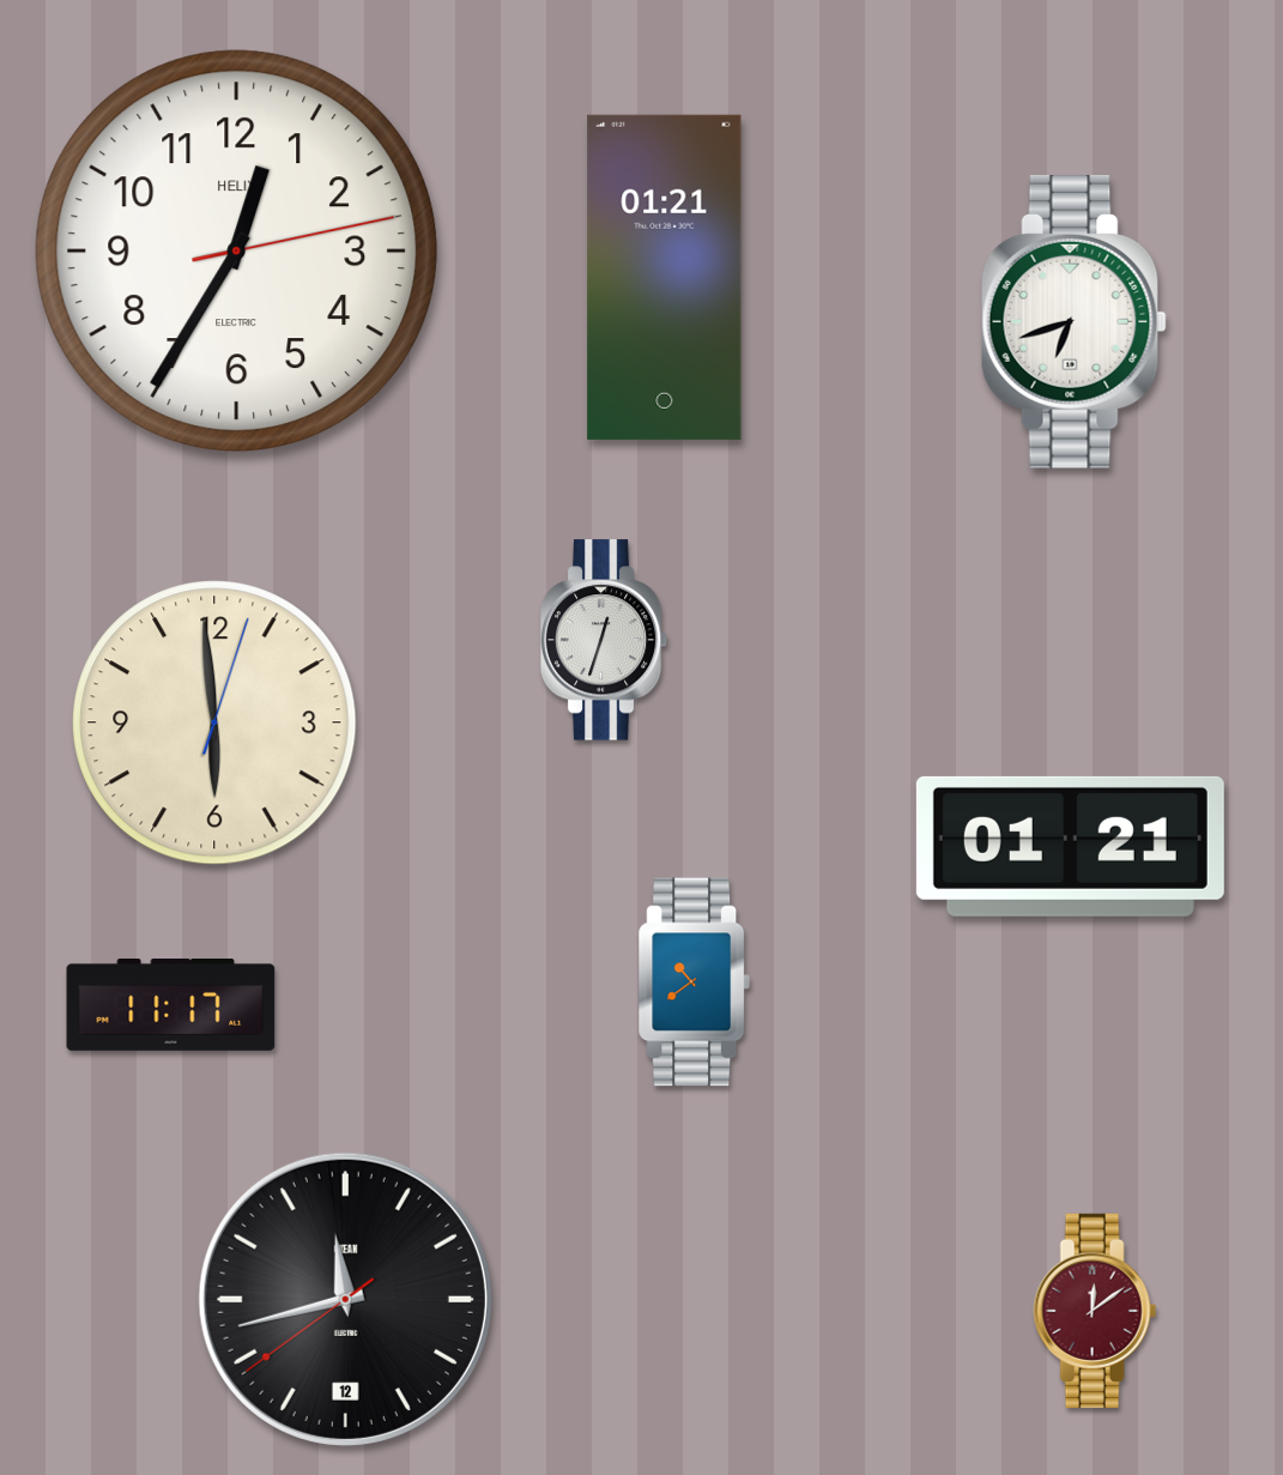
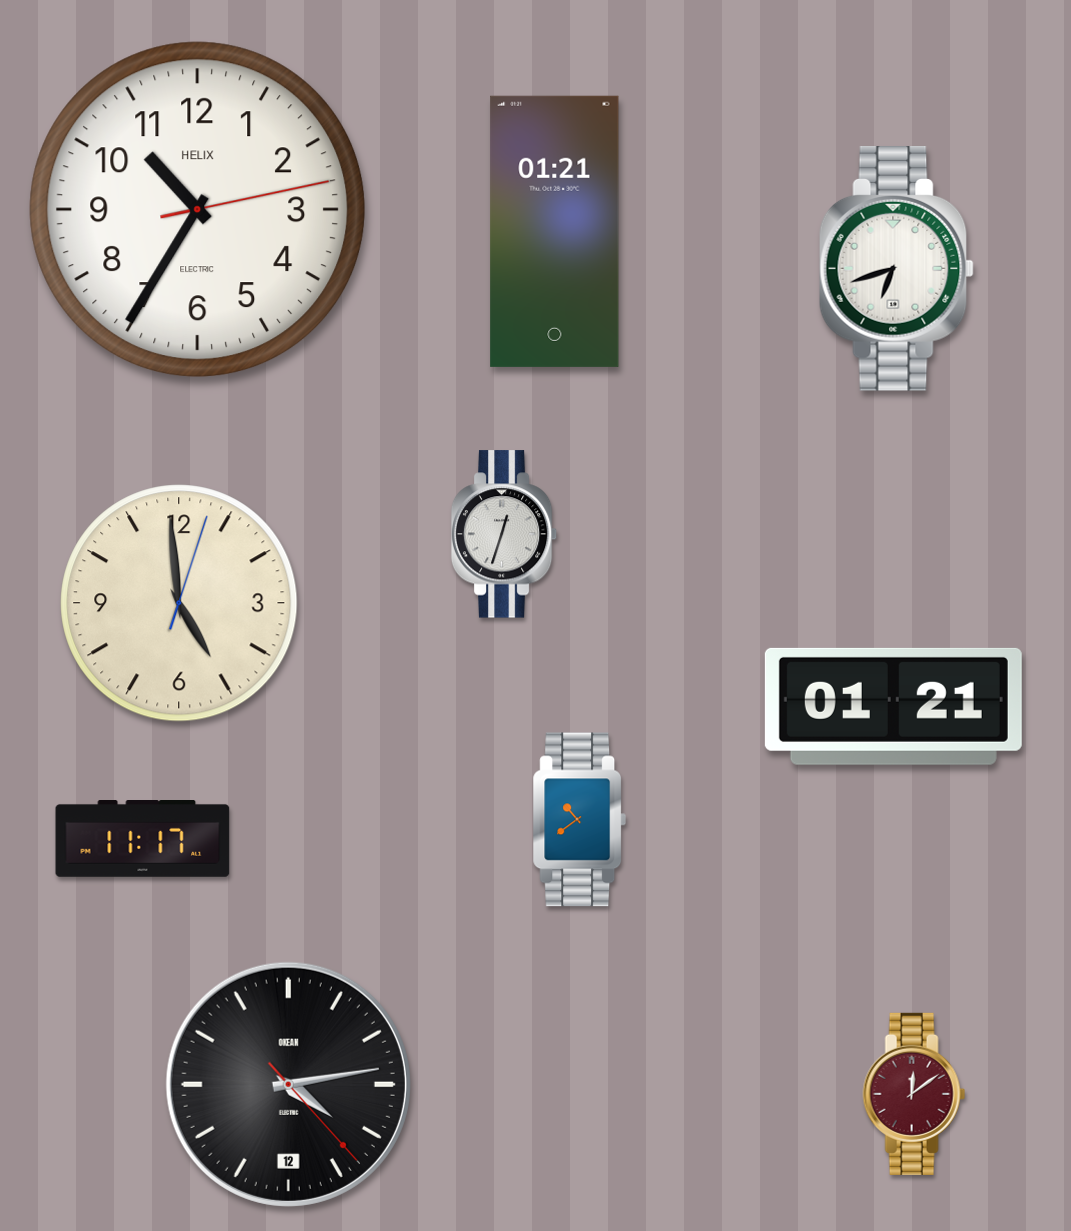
clock at (237, 252): 12:35 -> 10:35
clock at (214, 723): 5:59 -> 4:59
clock at (345, 1299): 11:42 -> 4:13
